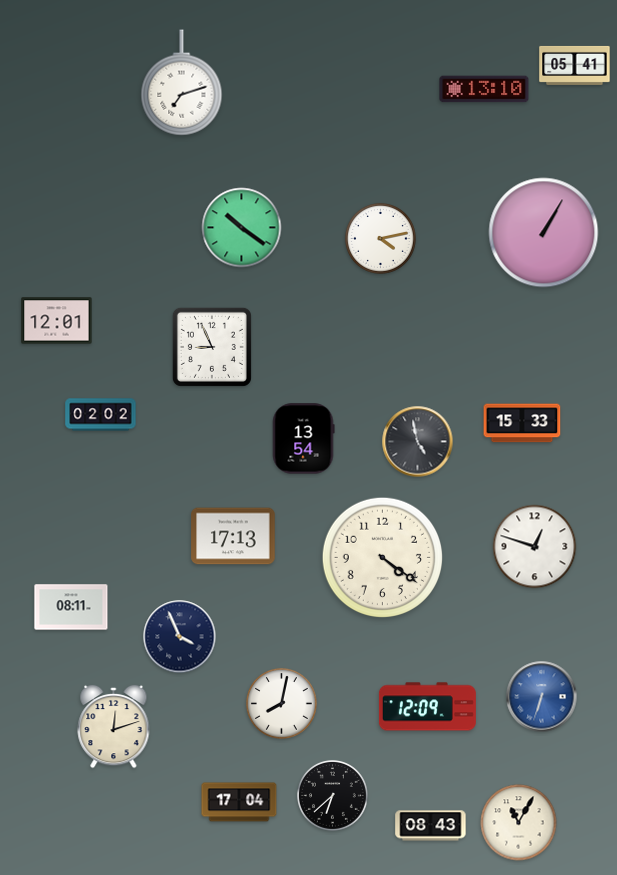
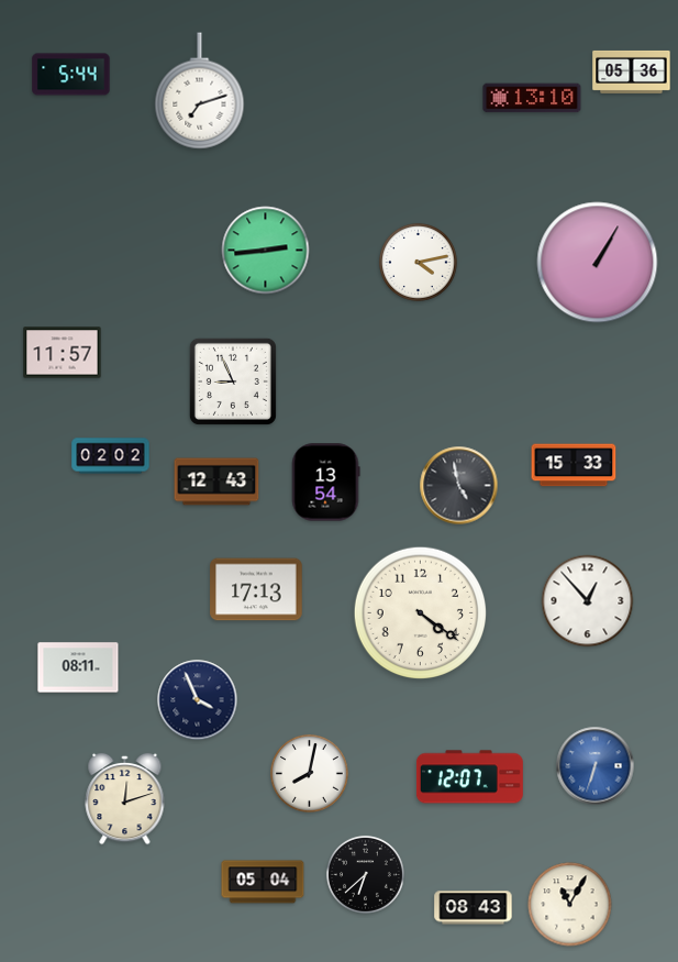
clock at (575, 65): 05:41 -> 05:36
clock at (71, 75): none -> 5:44
clock at (242, 228): 10:21 -> 2:44
clock at (544, 233) position: (544, 233) -> (598, 263)
clock at (57, 321): 12:01 -> 11:57
clock at (216, 482): none -> 12:43
clock at (303, 439) position: (303, 439) -> (325, 483)
clock at (535, 547): 12:48 -> 12:53
clock at (427, 707): 12:09 -> 12:07
clock at (239, 802): 17:04 -> 05:04
